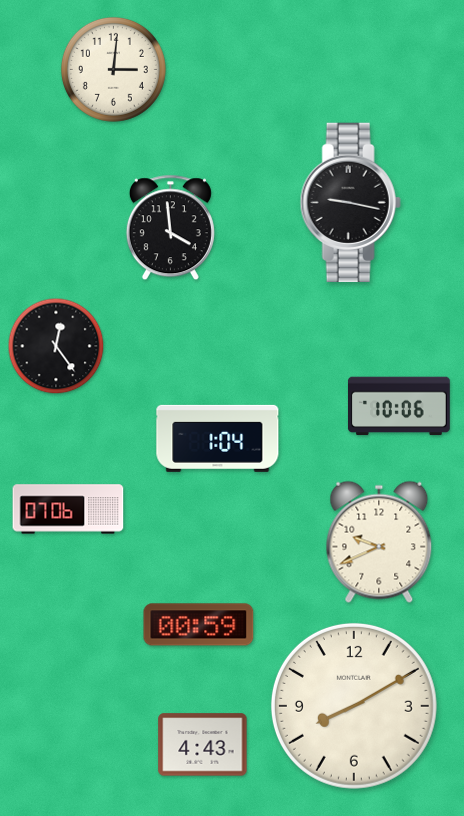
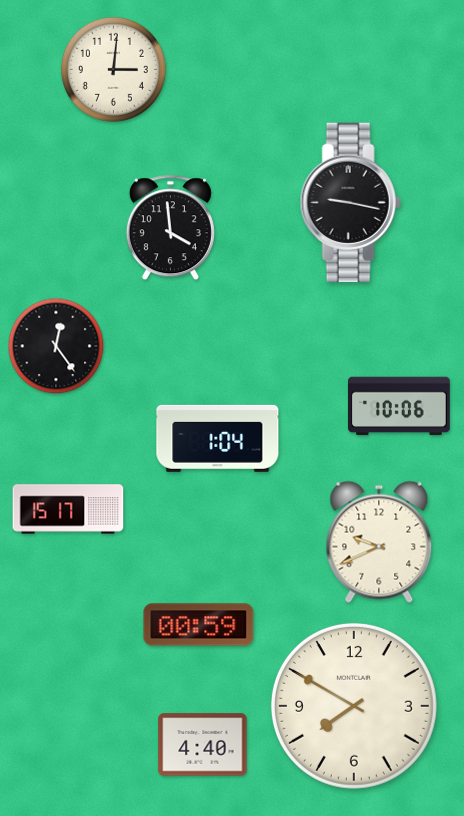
clock at (68, 509): 07:06 -> 15:17
clock at (354, 706): 8:10 -> 7:50
clock at (203, 745): 4:43 -> 4:40
